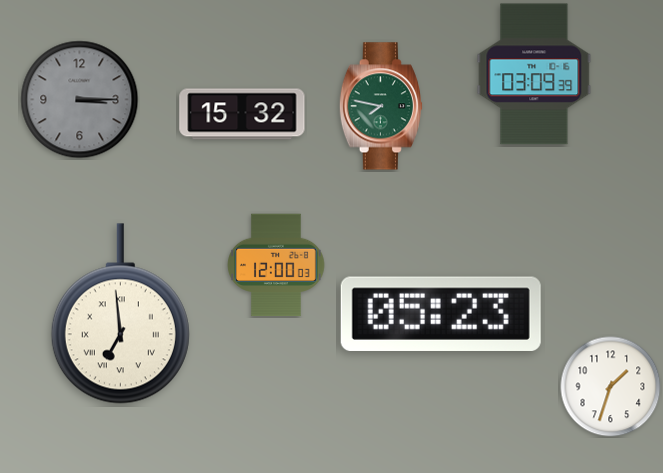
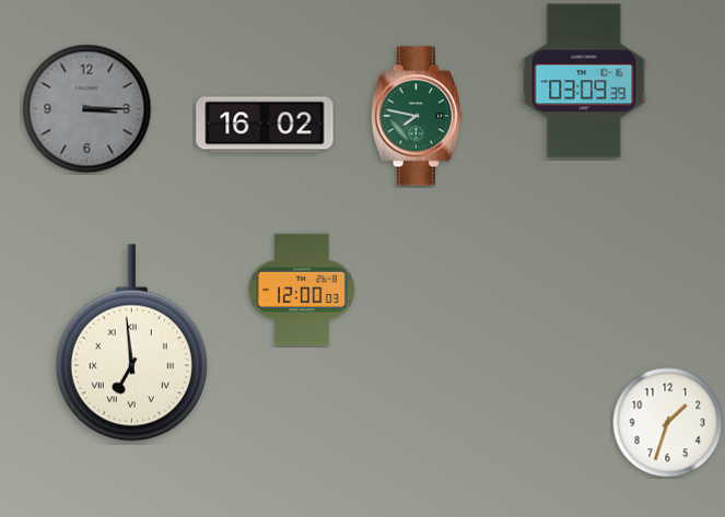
clock at (242, 114): 15:32 -> 16:02
clock at (441, 314): 05:23 -> none
